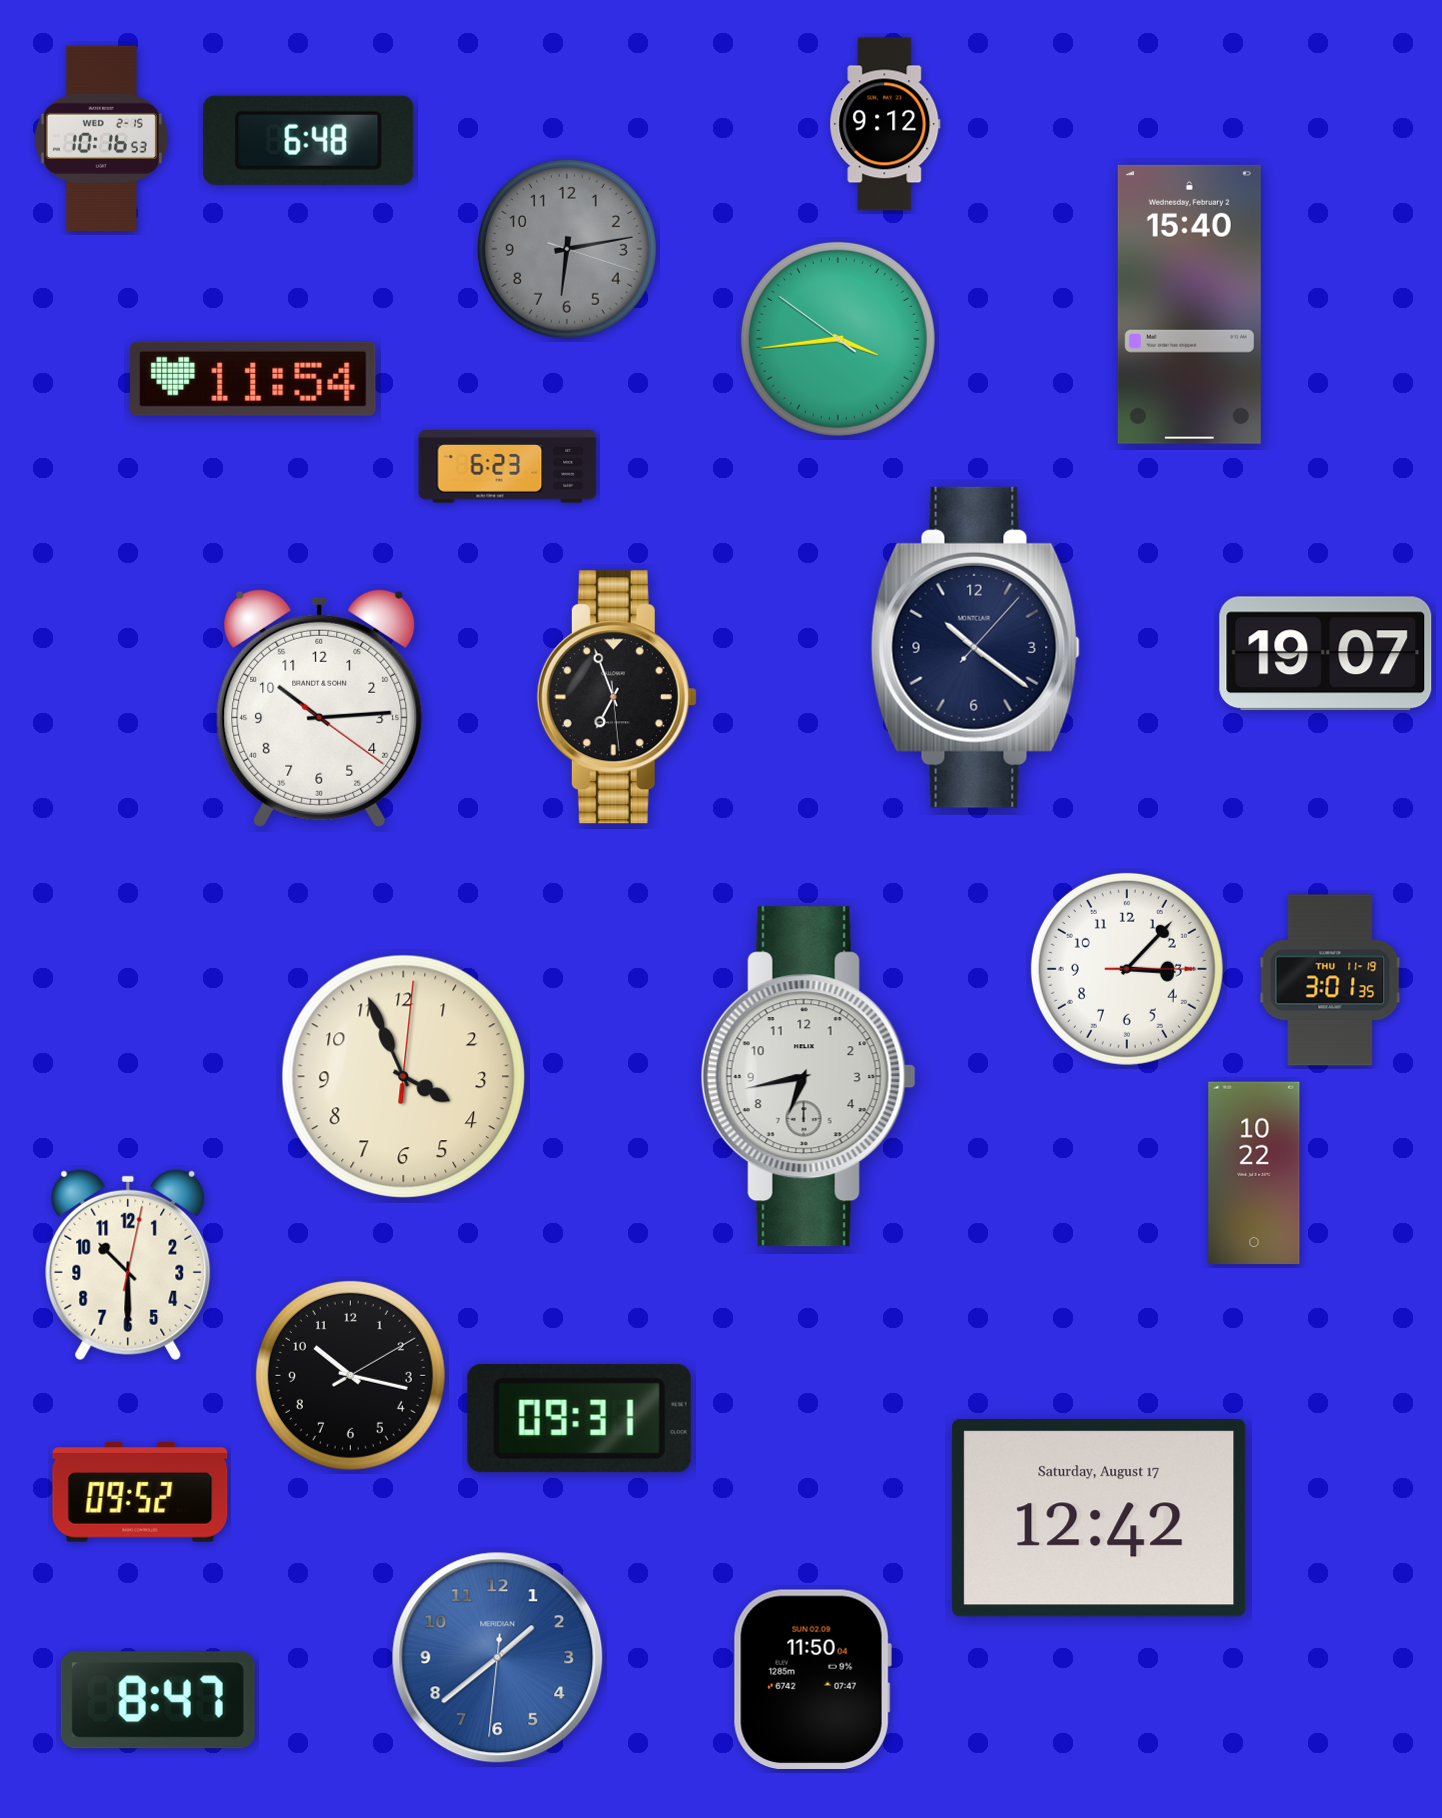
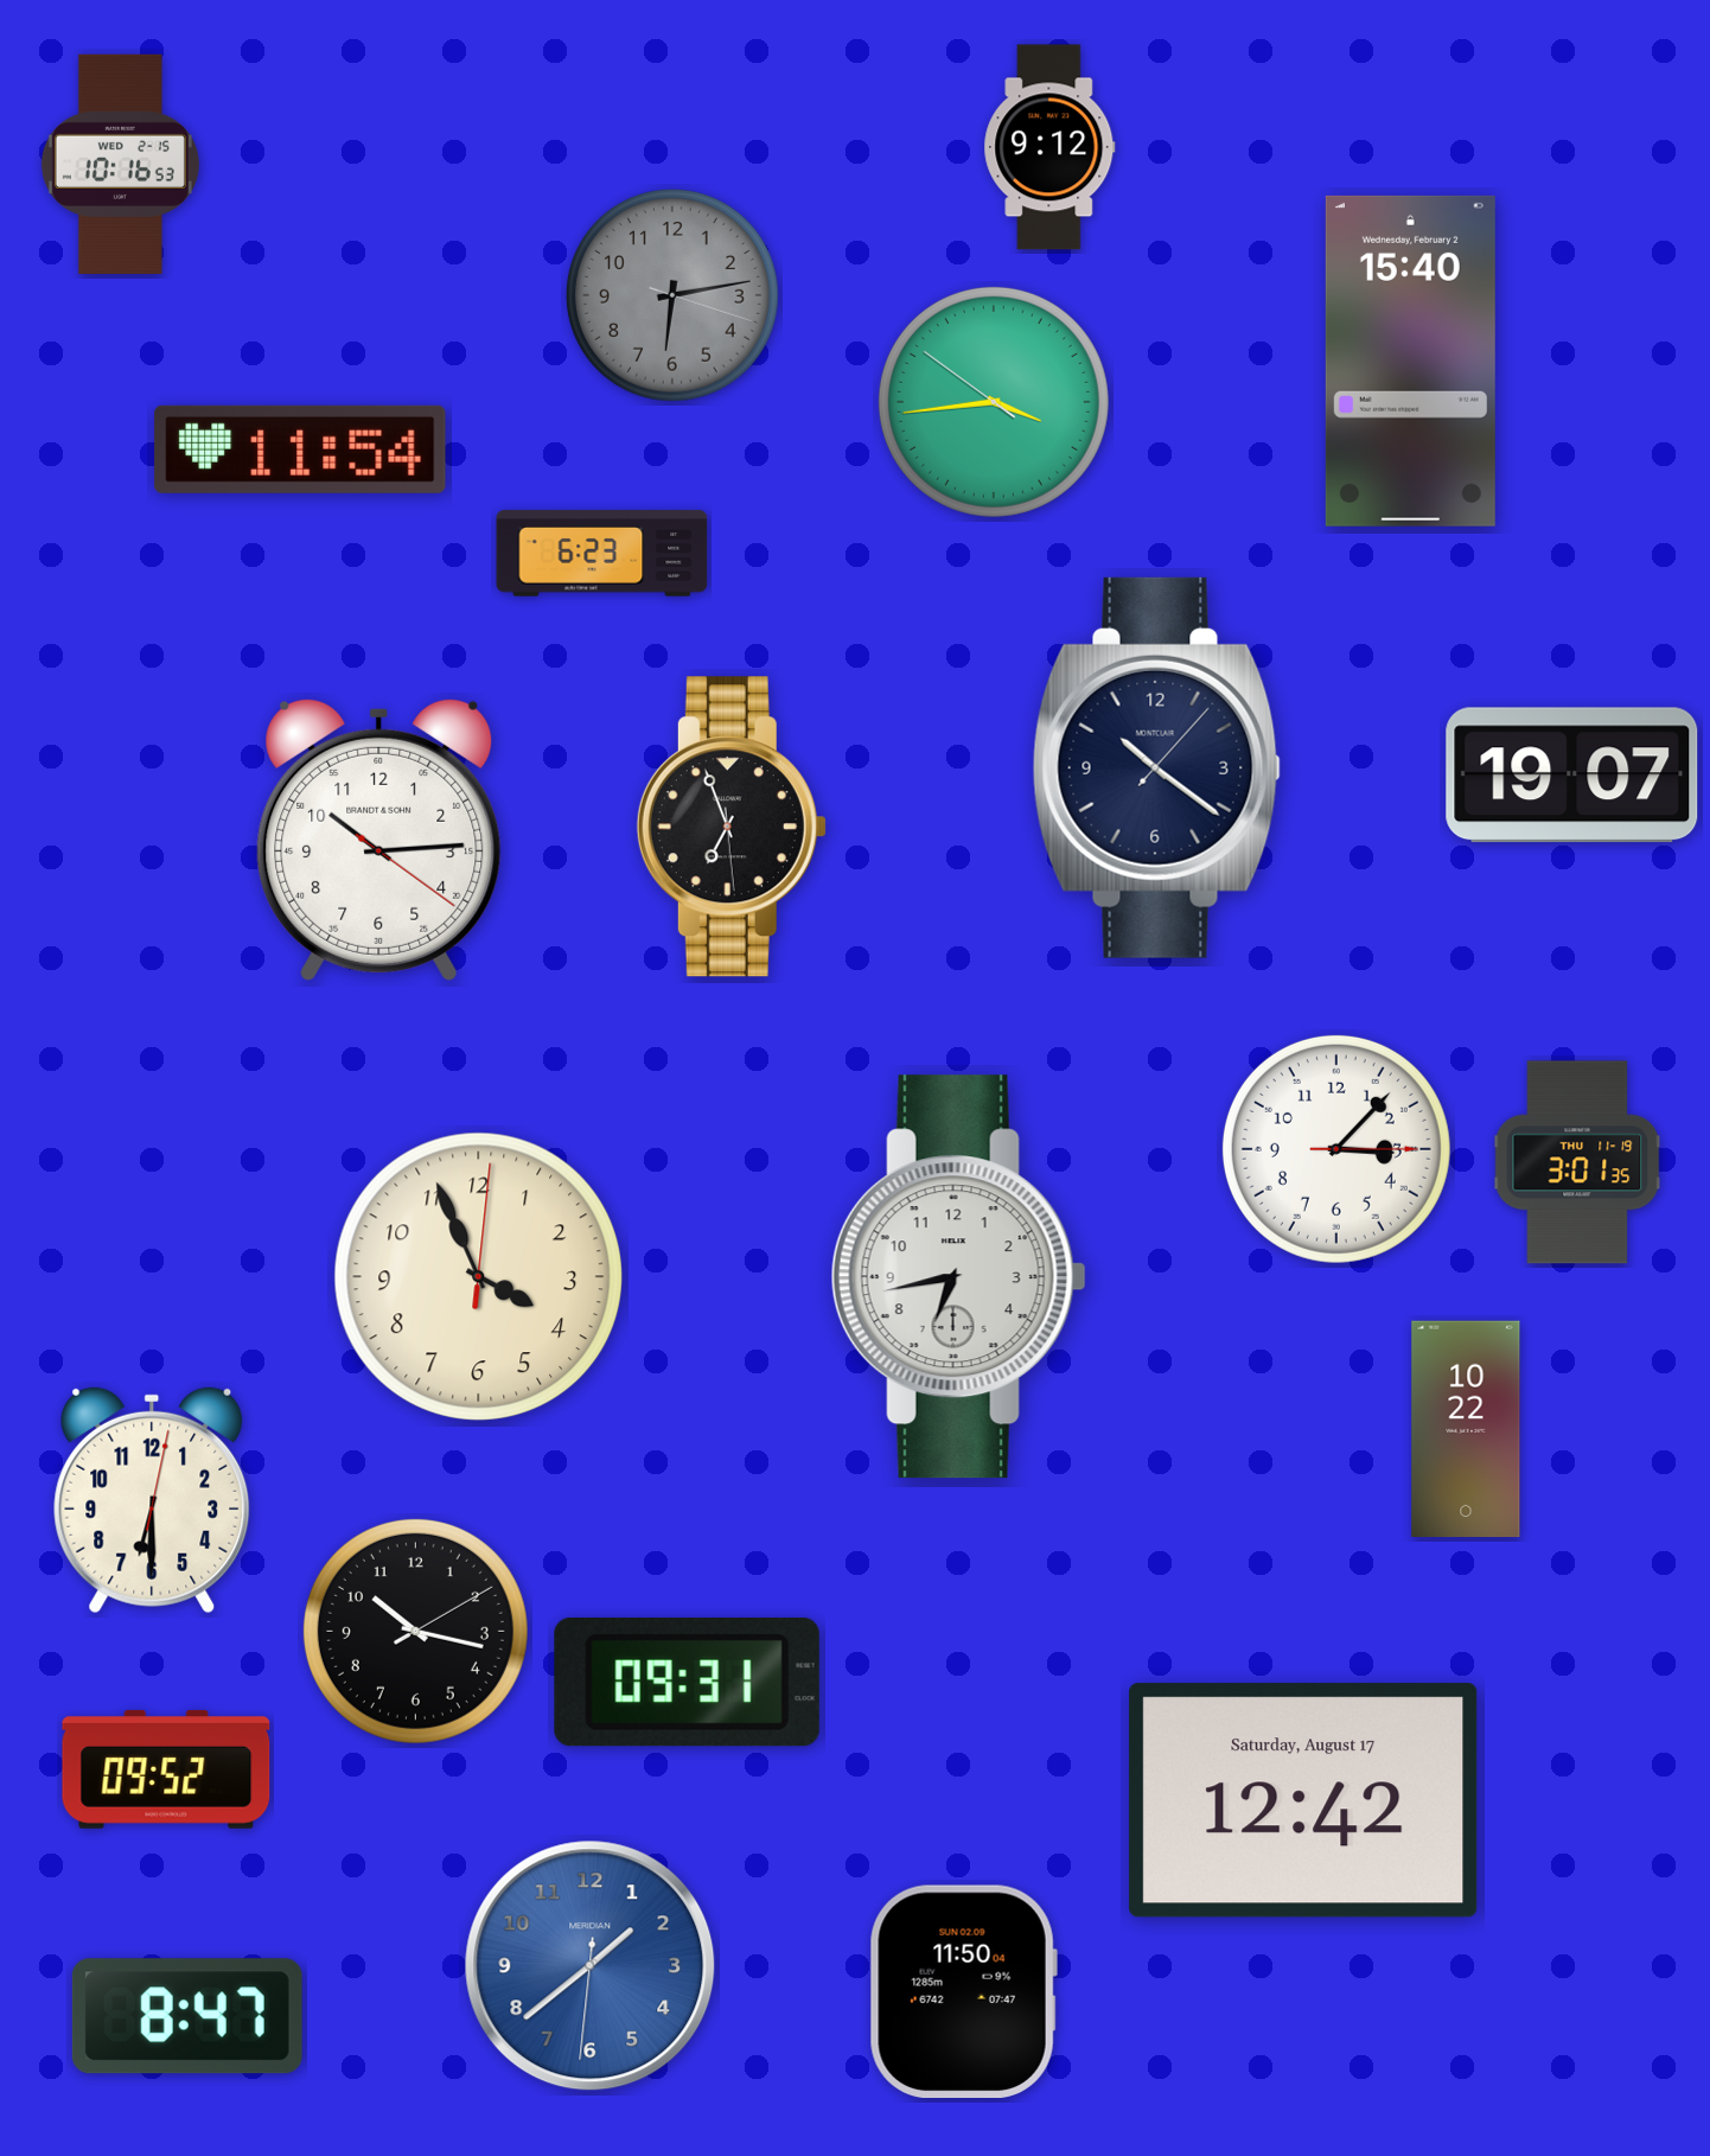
clock at (309, 140): 6:48 -> none
clock at (1254, 1173) position: (1254, 1173) -> (1466, 1429)
clock at (128, 1265): 10:30 -> 6:30
